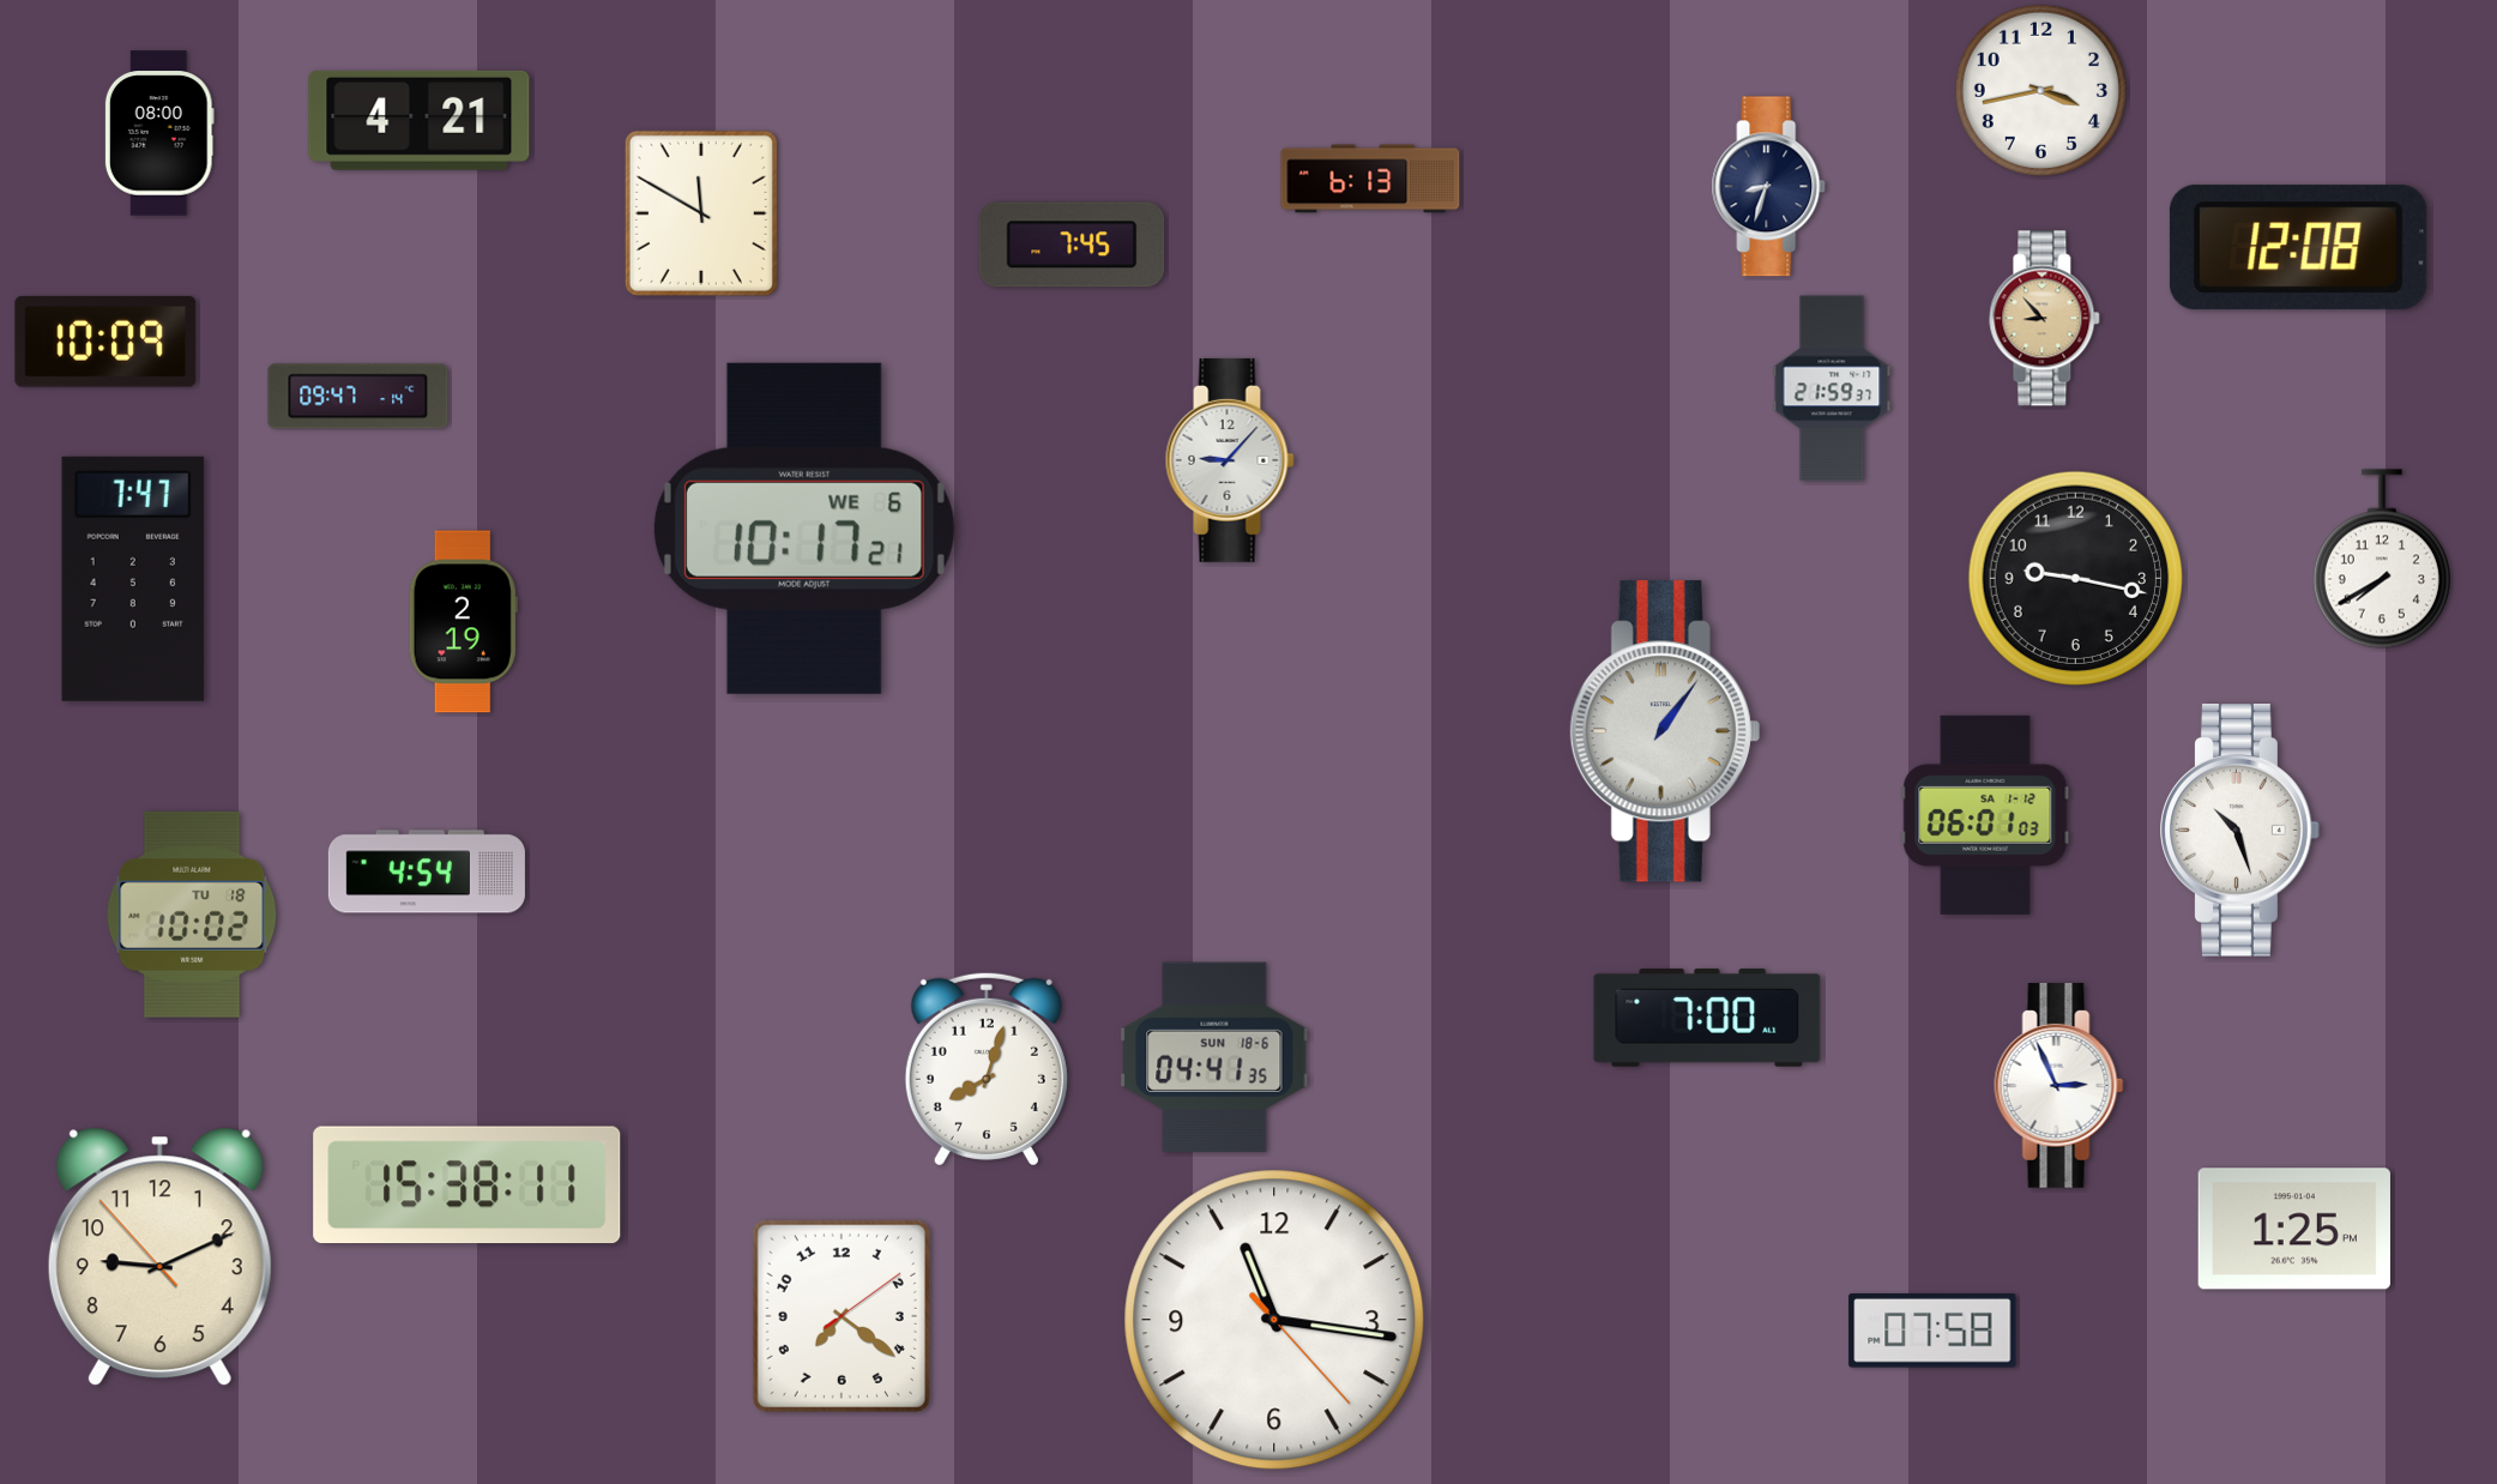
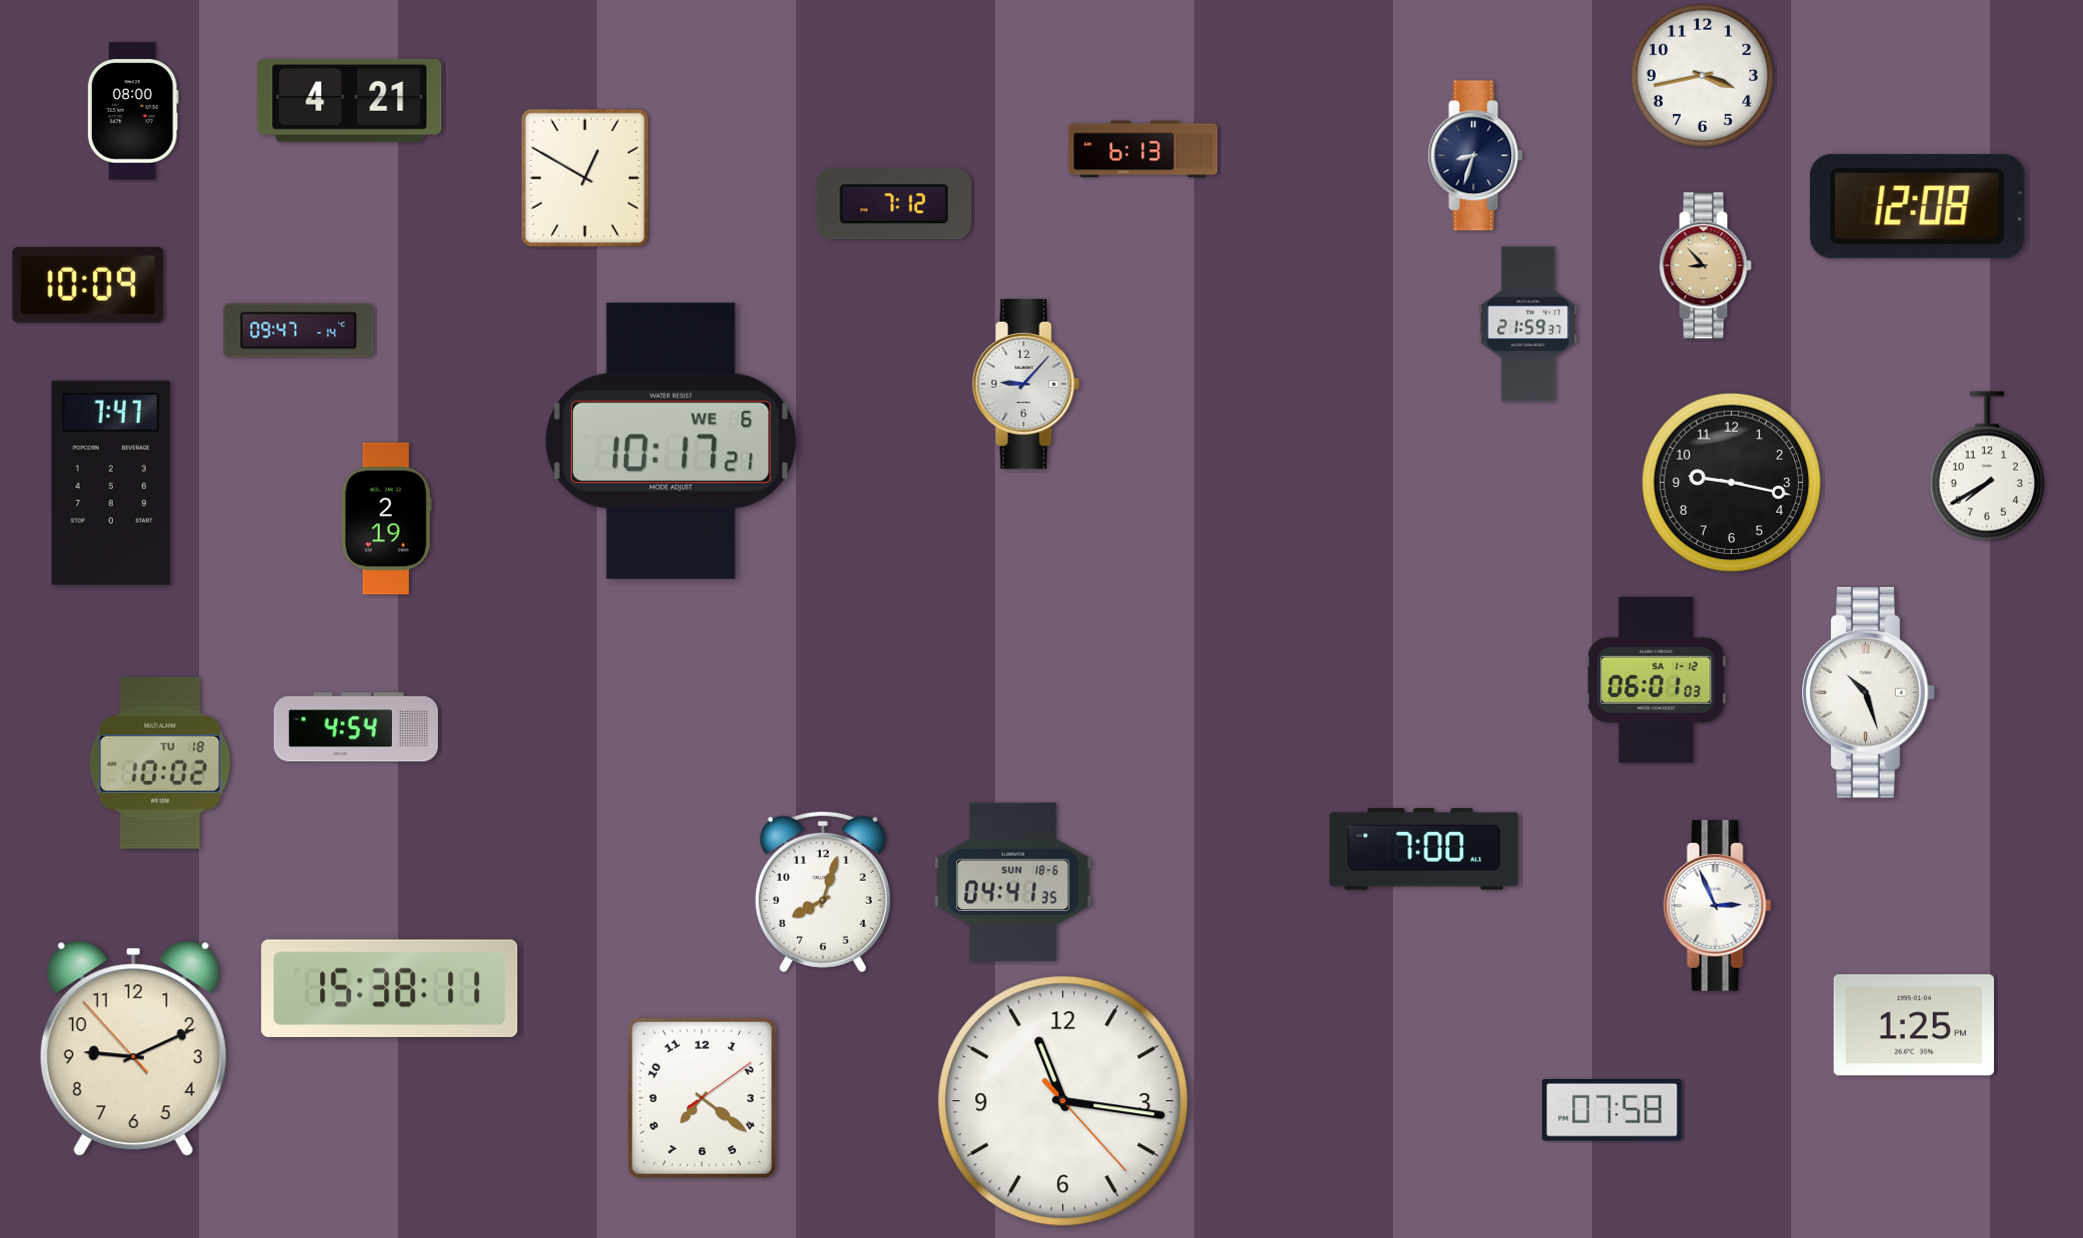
clock at (701, 213): 11:50 -> 12:50
clock at (1072, 245): 7:45 -> 7:12
clock at (1665, 731): 1:06 -> none
